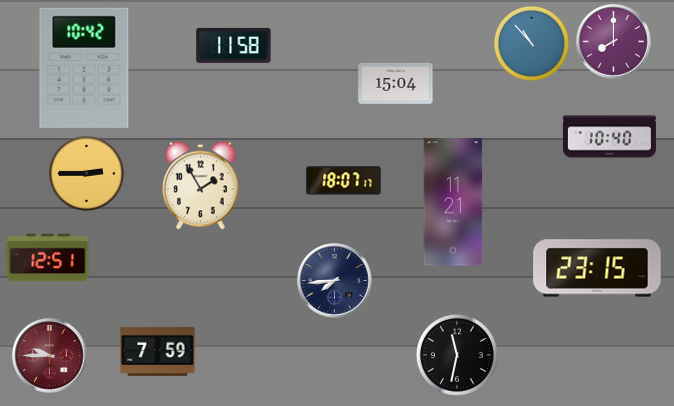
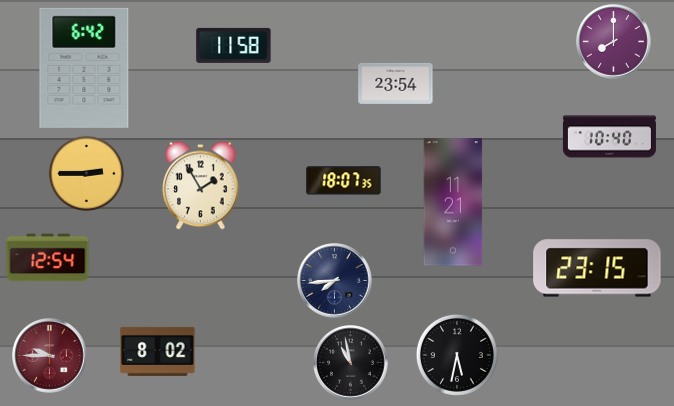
clock at (531, 43): 10:53 -> none
clock at (84, 68): 10:42 -> 6:42
clock at (396, 83): 15:04 -> 23:54
clock at (344, 181): 18:07:17 -> 18:07:35
clock at (48, 258): 12:51 -> 12:54
clock at (158, 351): 7:59 -> 8:02
clock at (457, 355): 11:32 -> 5:32
clock at (351, 363): none -> 10:58
